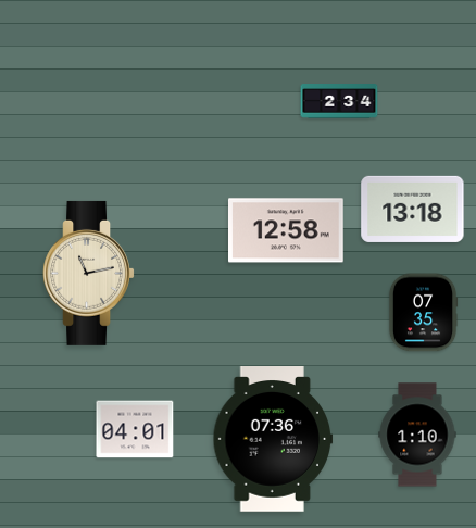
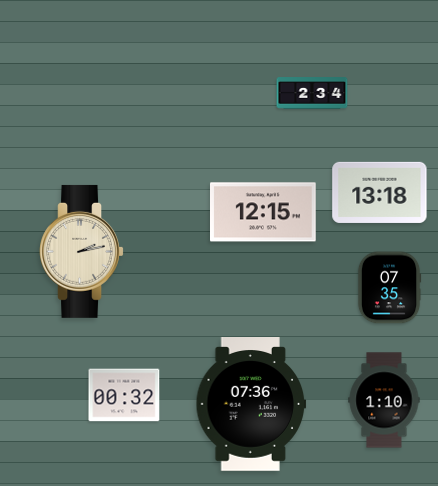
clock at (287, 230): 12:58 -> 12:15
clock at (88, 273): 11:13 -> 2:13
clock at (135, 429): 04:01 -> 00:32
